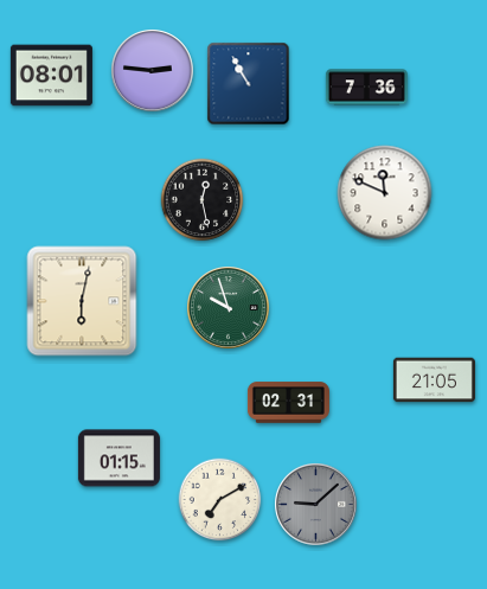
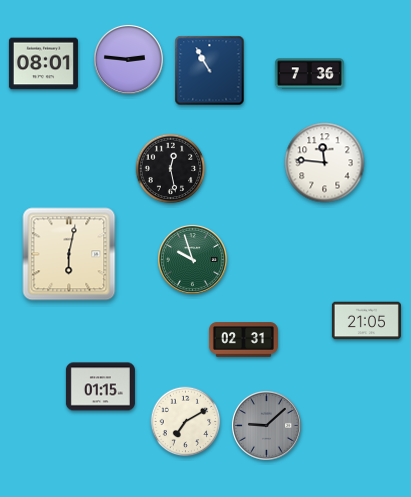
clock at (385, 193): 11:49 -> 11:46
